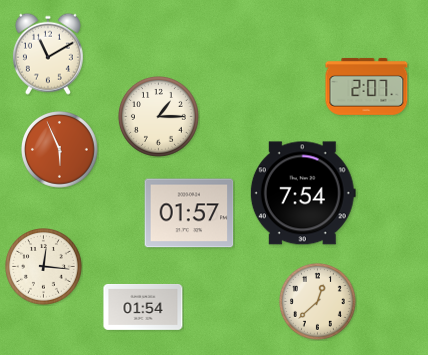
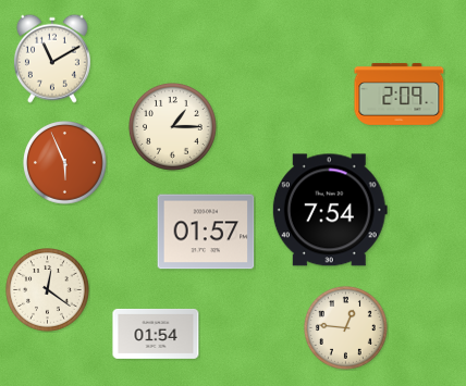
clock at (367, 87): 2:07 -> 2:09
clock at (44, 267): 12:16 -> 12:21
clock at (318, 302): 12:38 -> 12:46
